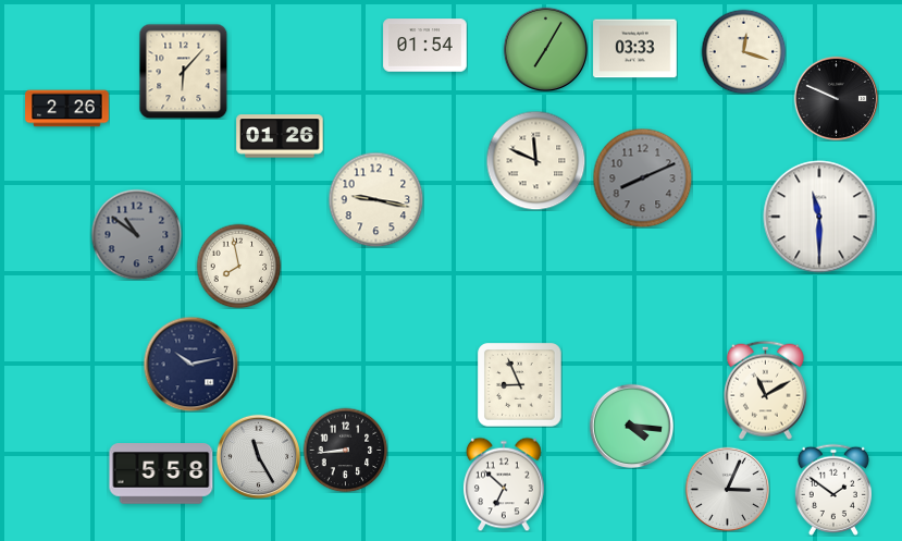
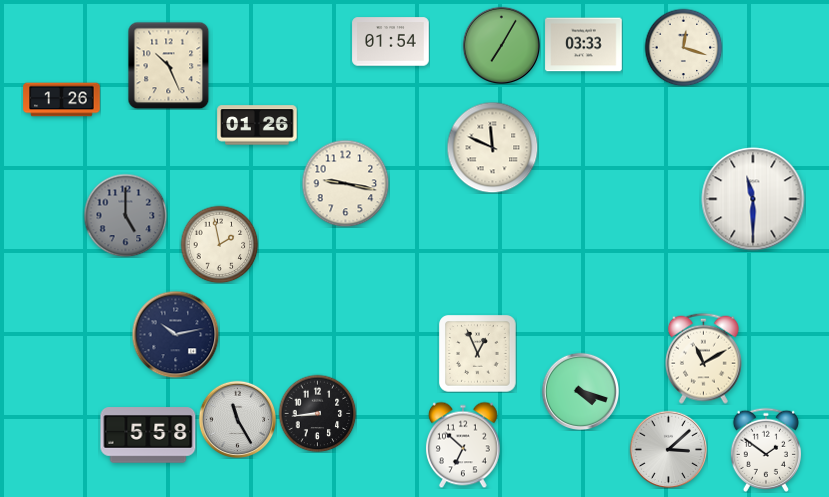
clock at (184, 71): 6:07 -> 10:26
clock at (836, 98): 9:49 -> none
clock at (67, 109): 2:26 -> 1:26
clock at (642, 177): 8:11 -> none
clock at (136, 234): 10:51 -> 5:00
clock at (238, 266): 7:58 -> 1:58
clock at (520, 385): 8:56 -> 12:56
clock at (631, 426): 4:16 -> 4:18
clock at (727, 489): 3:04 -> 3:08
